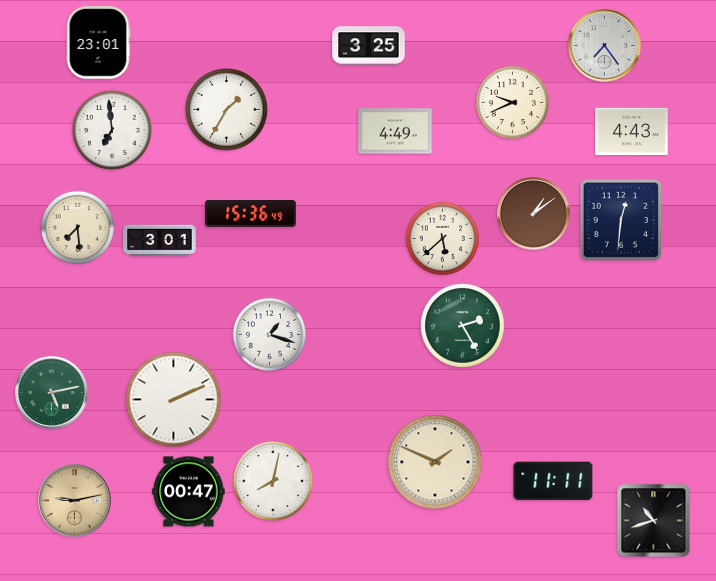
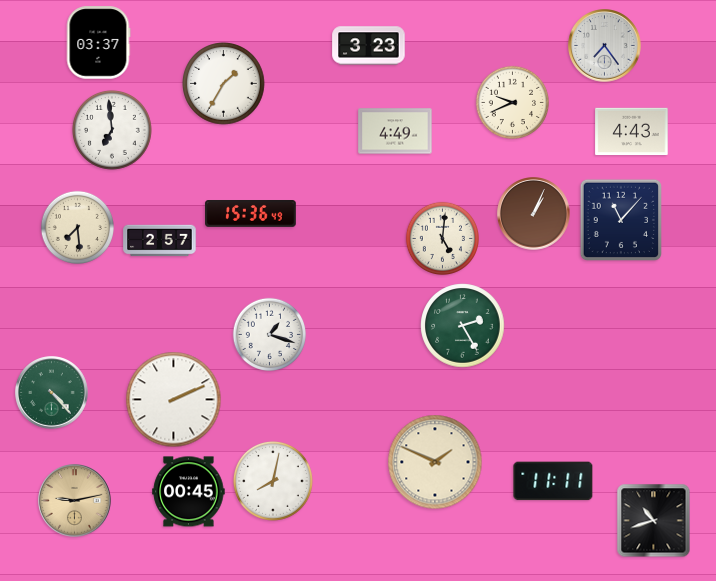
clock at (98, 43): 23:01 -> 03:37
clock at (369, 46): 3:25 -> 3:23
clock at (227, 110) position: (227, 110) -> (224, 84)
clock at (534, 214): 1:09 -> 1:04
clock at (620, 219): 12:31 -> 11:07
clock at (442, 238): 5:38 -> 5:01
clock at (160, 241): 3:01 -> 2:57
clock at (52, 393): 5:13 -> 4:23
clock at (189, 492): 00:47 -> 00:45
